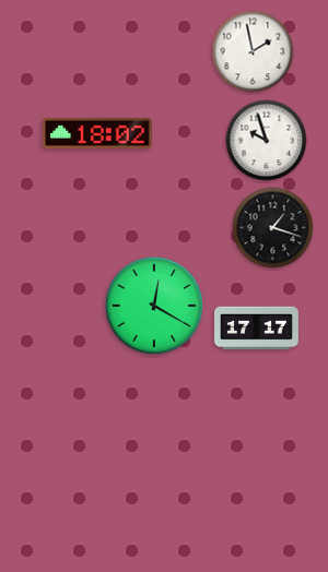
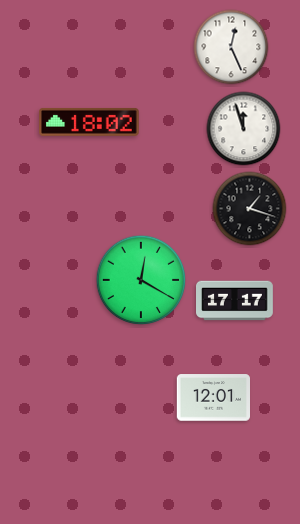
clock at (253, 51): 1:58 -> 12:26
clock at (267, 141): 9:57 -> 11:57
clock at (213, 398): none -> 12:01
